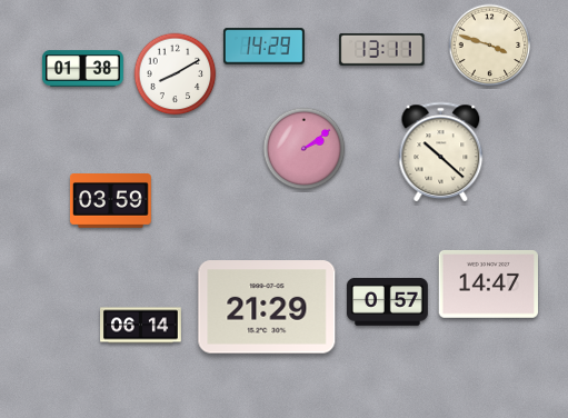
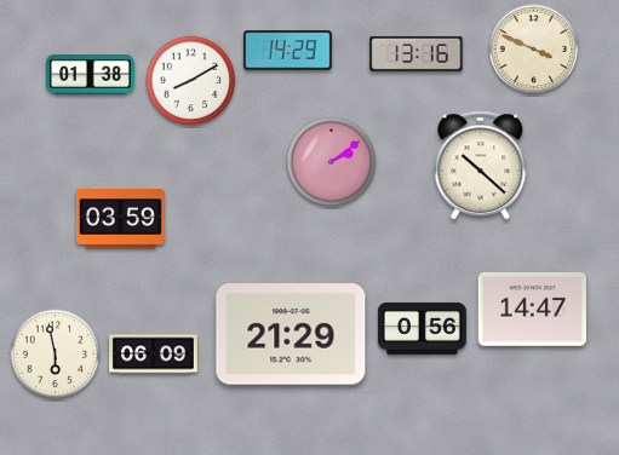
clock at (490, 46): 3:48 -> 3:49
clock at (382, 49): 13:11 -> 13:16
clock at (387, 302): 0:57 -> 0:56
clock at (56, 355): none -> 5:58
clock at (141, 326): 06:14 -> 06:09
